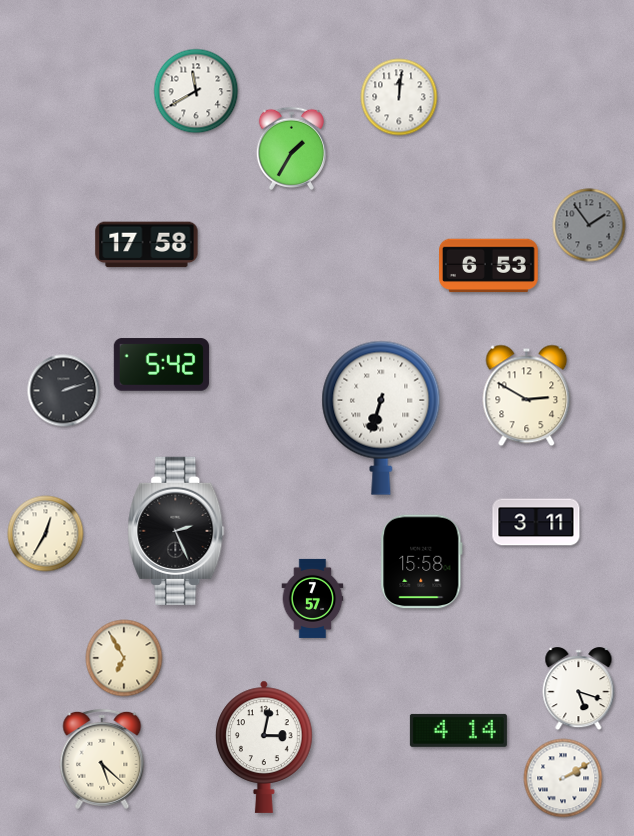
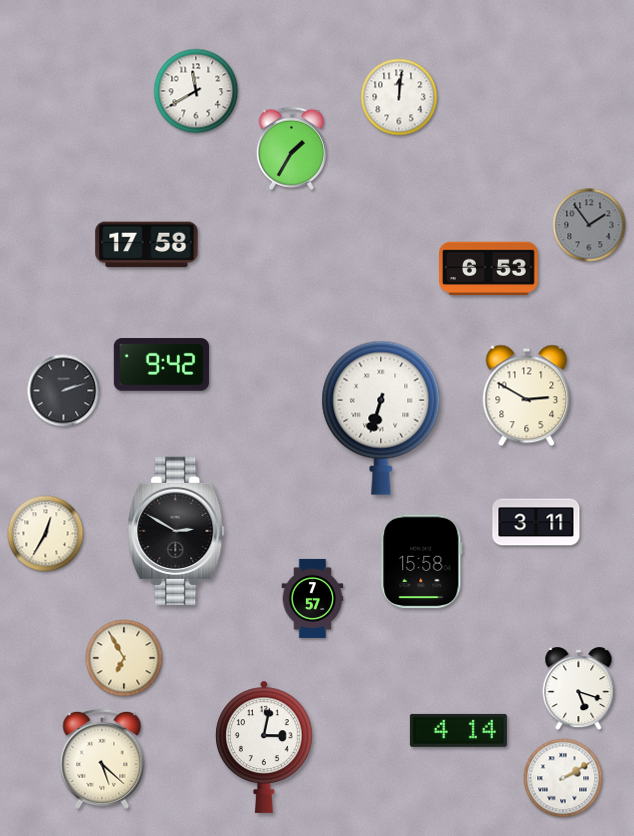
clock at (489, 266) position: (489, 266) -> (489, 269)
clock at (161, 365): 5:42 -> 9:42
clock at (176, 531): 2:26 -> 2:50
